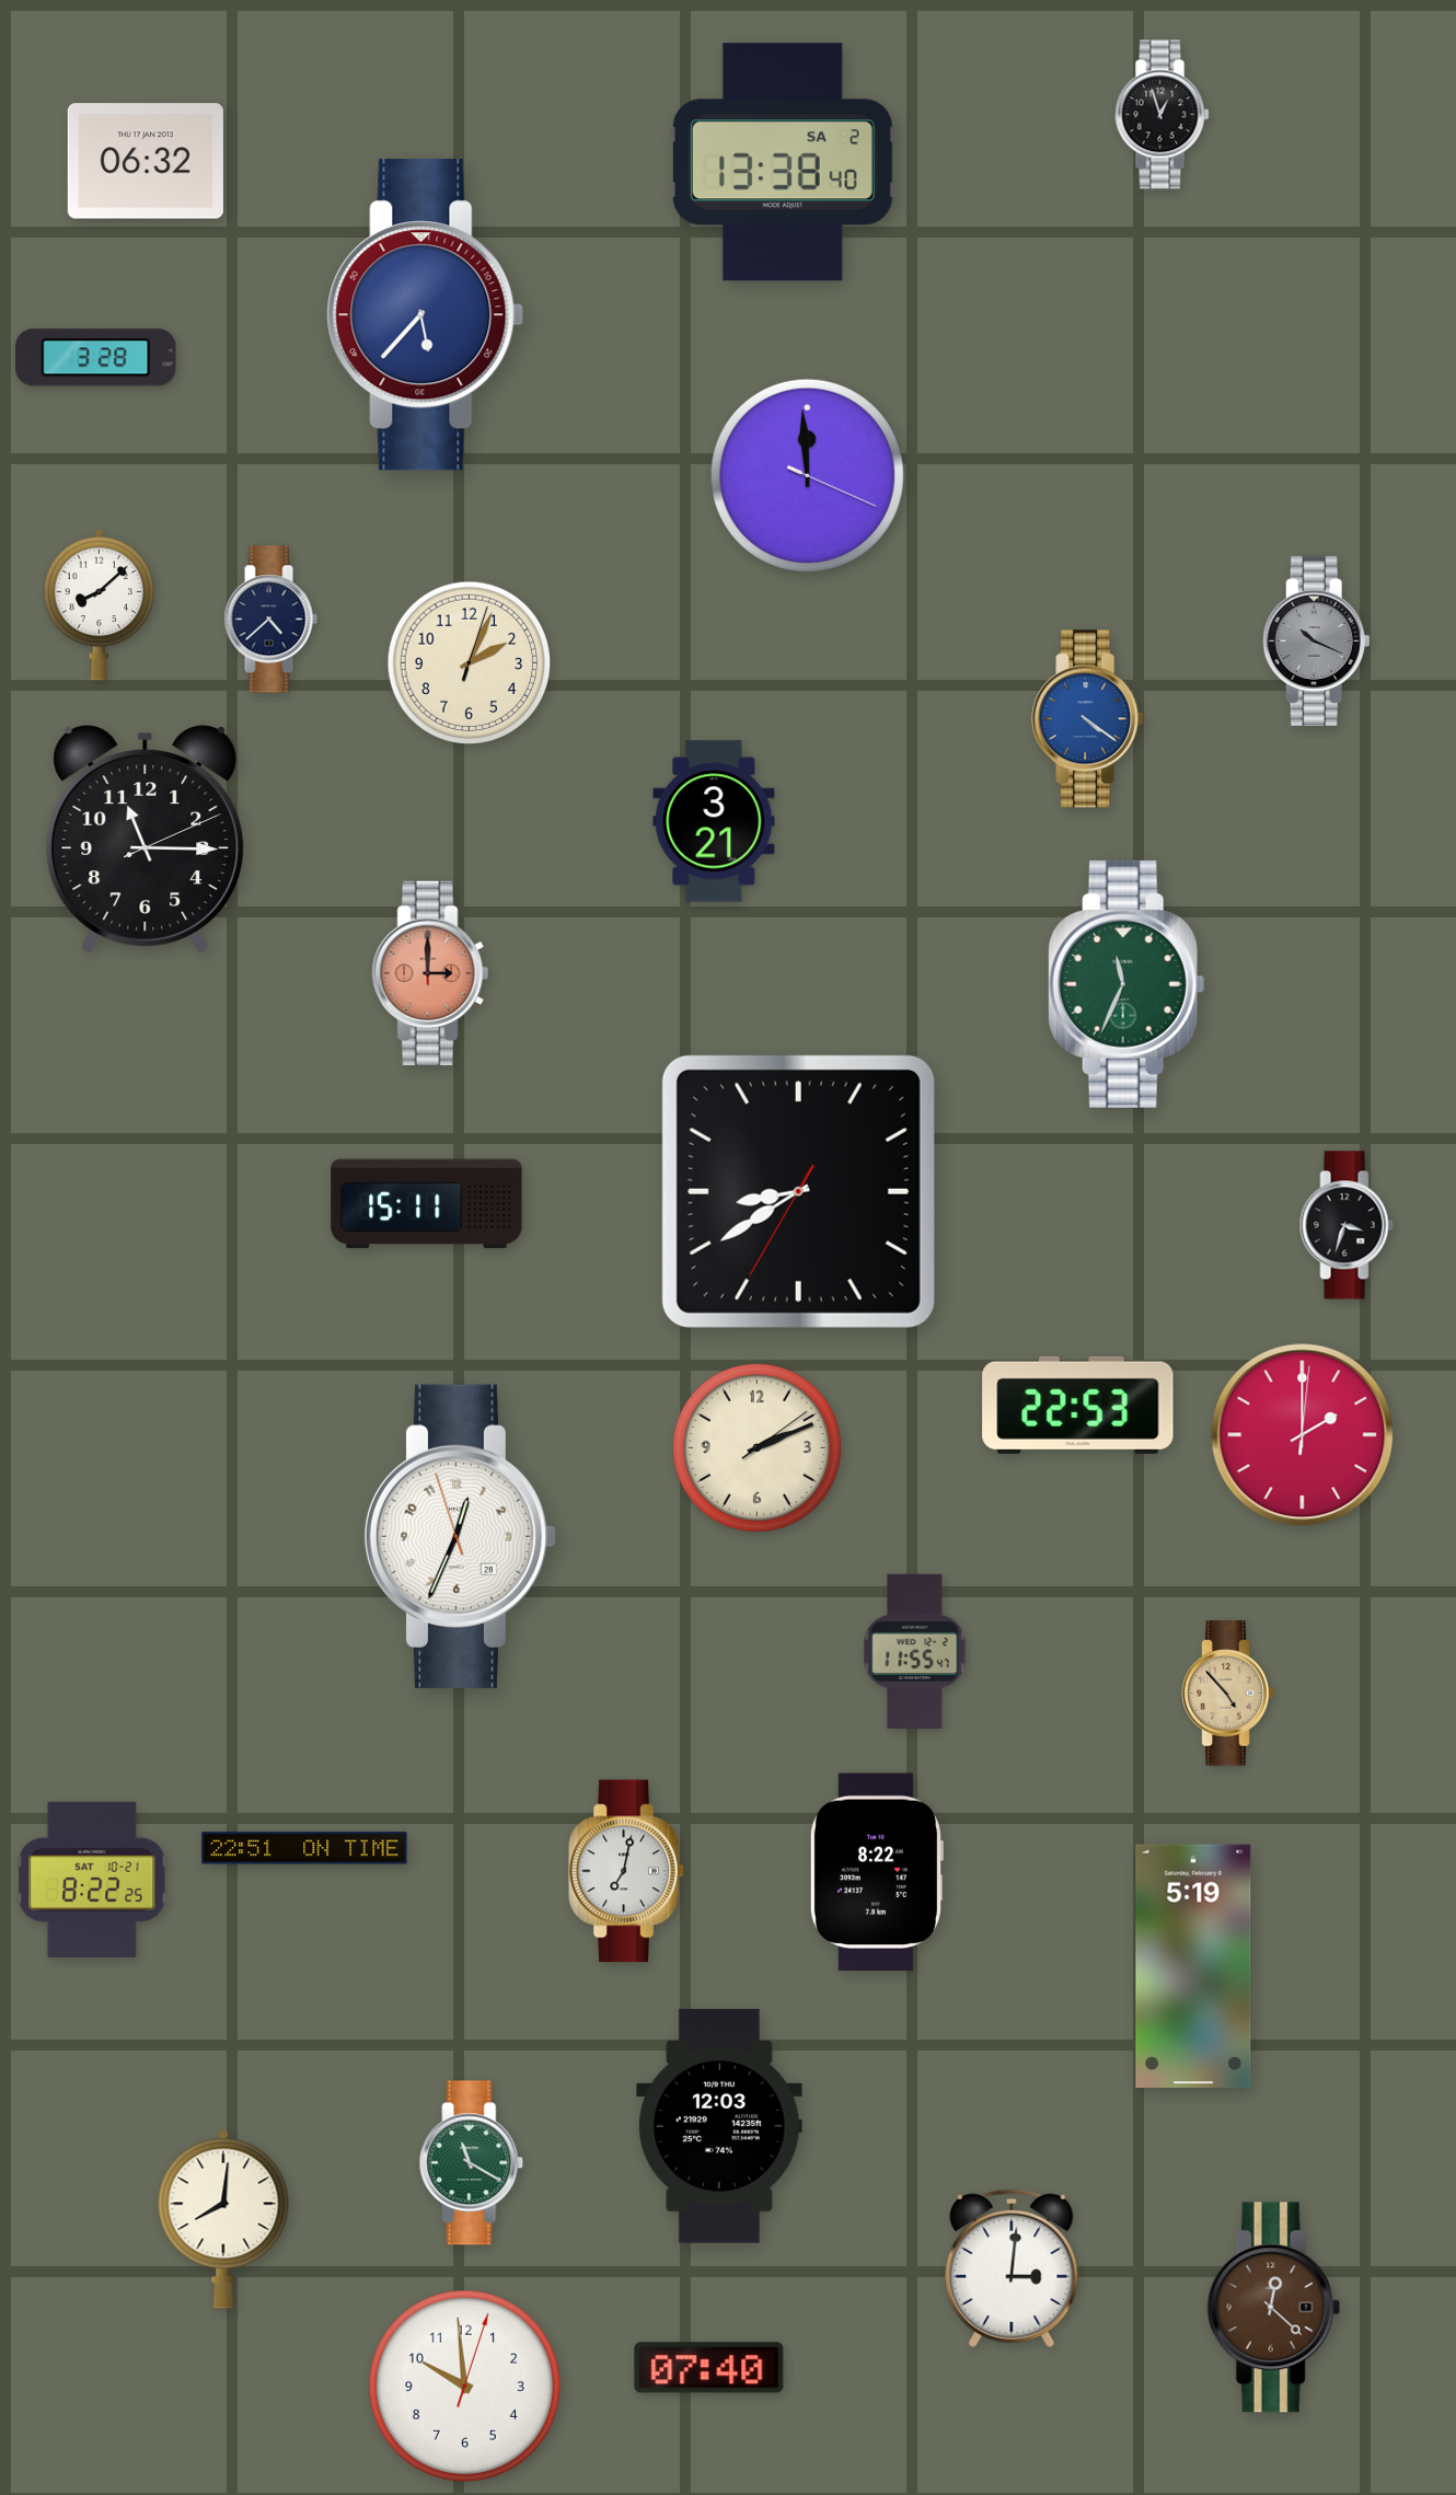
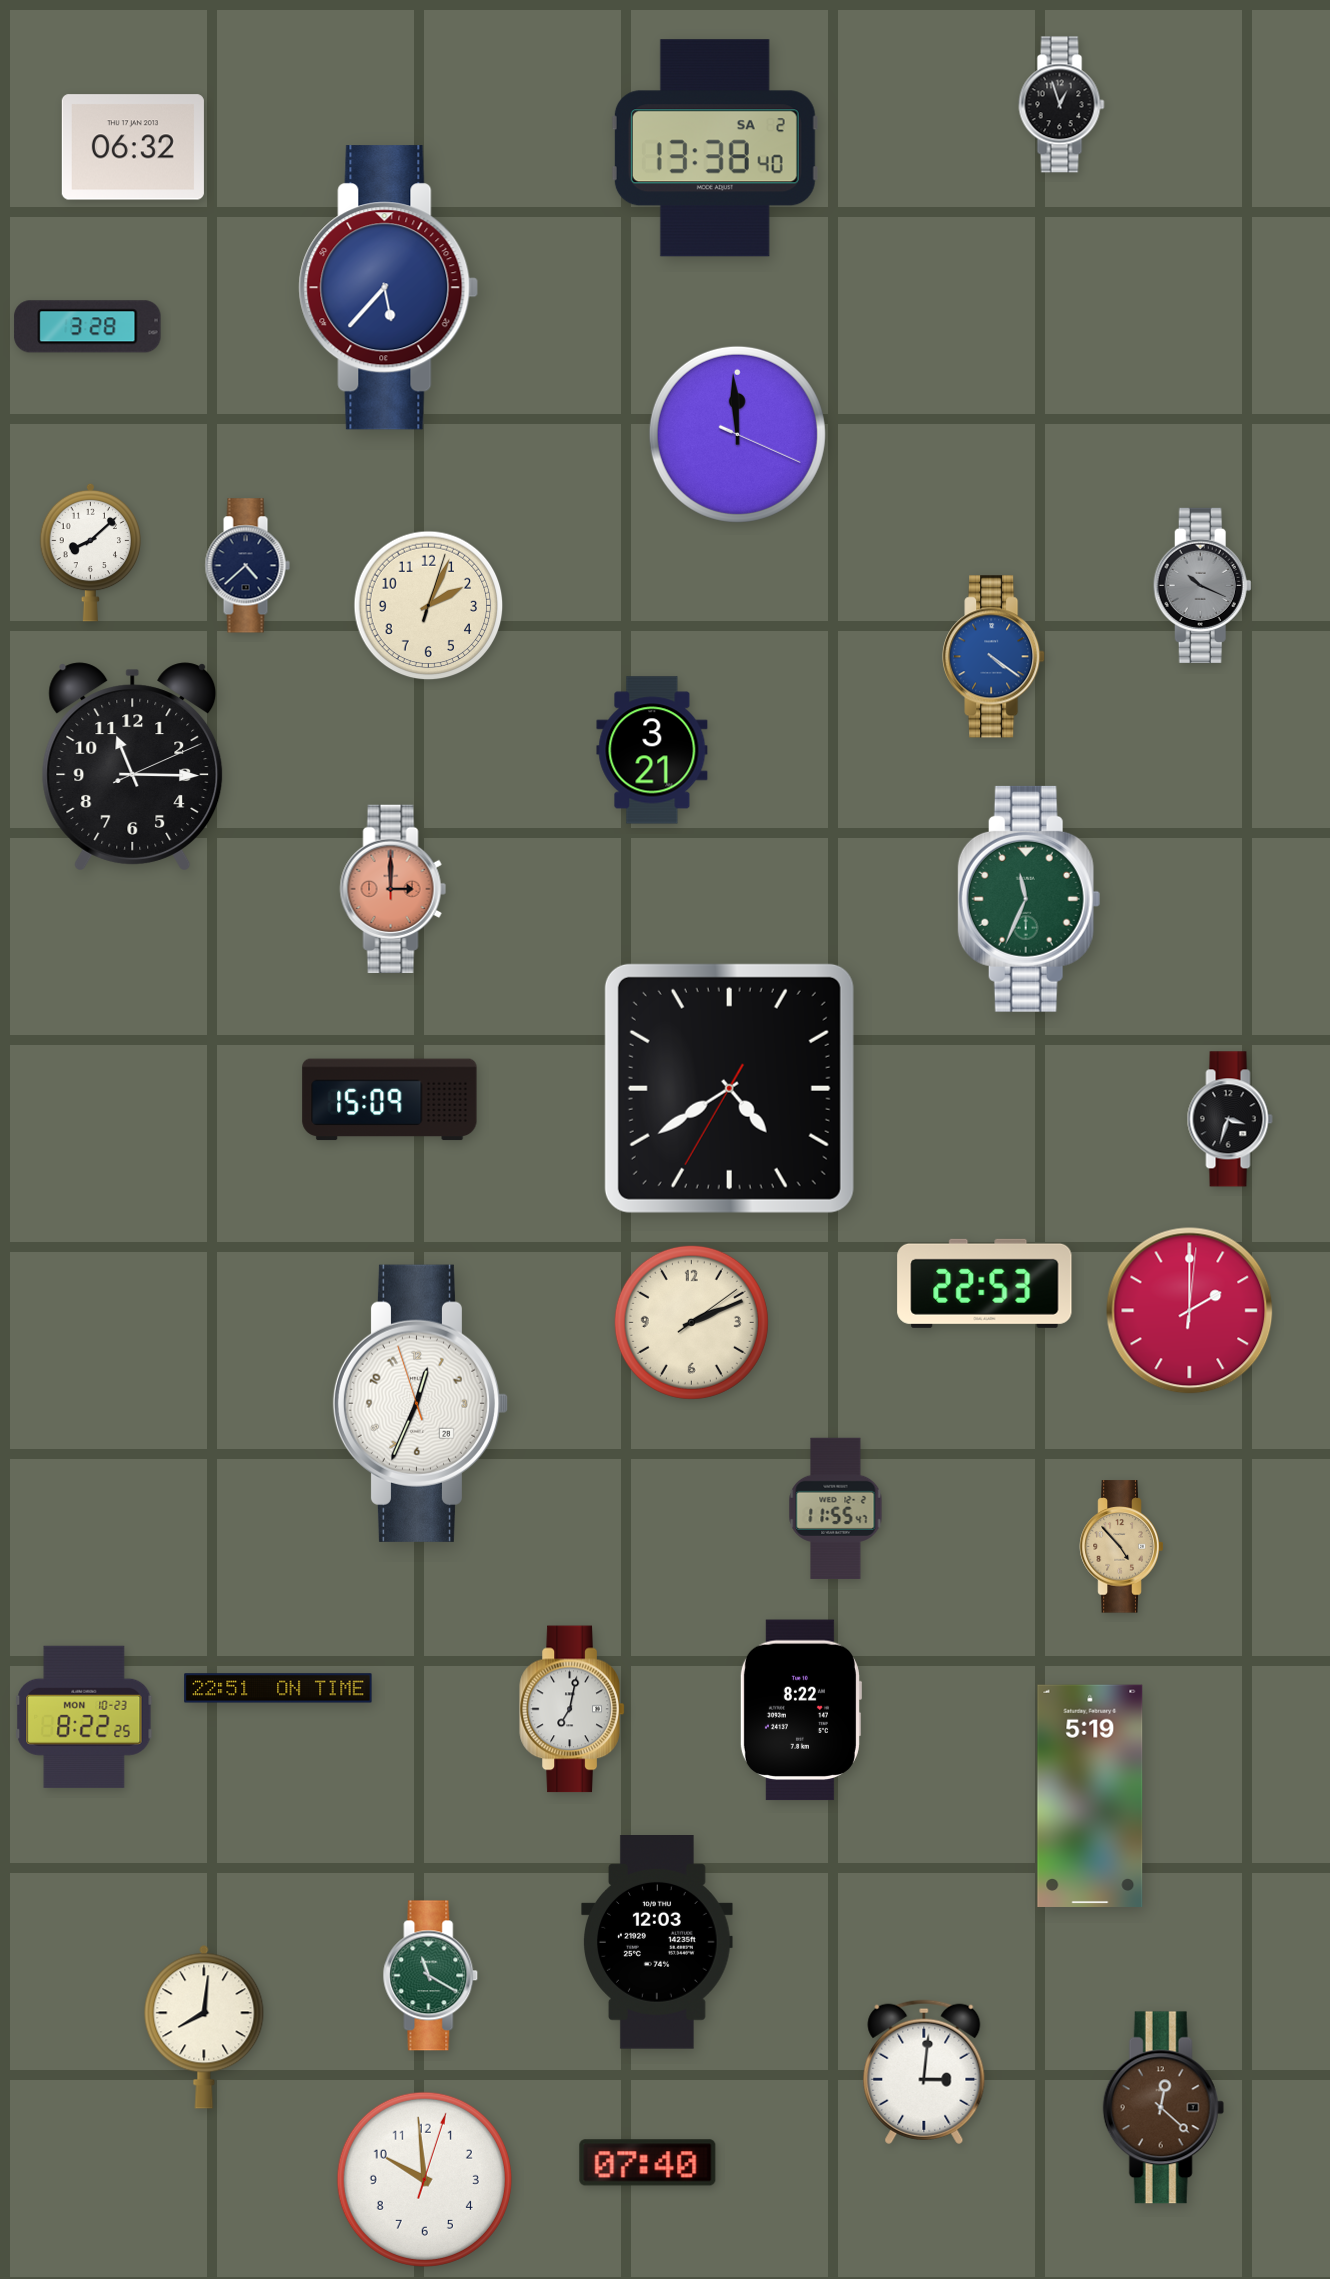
clock at (798, 1191): 8:39 -> 4:39
clock at (427, 1204): 15:11 -> 15:09
clock at (92, 1880) date: SAT 10-21 -> MON 10-23
